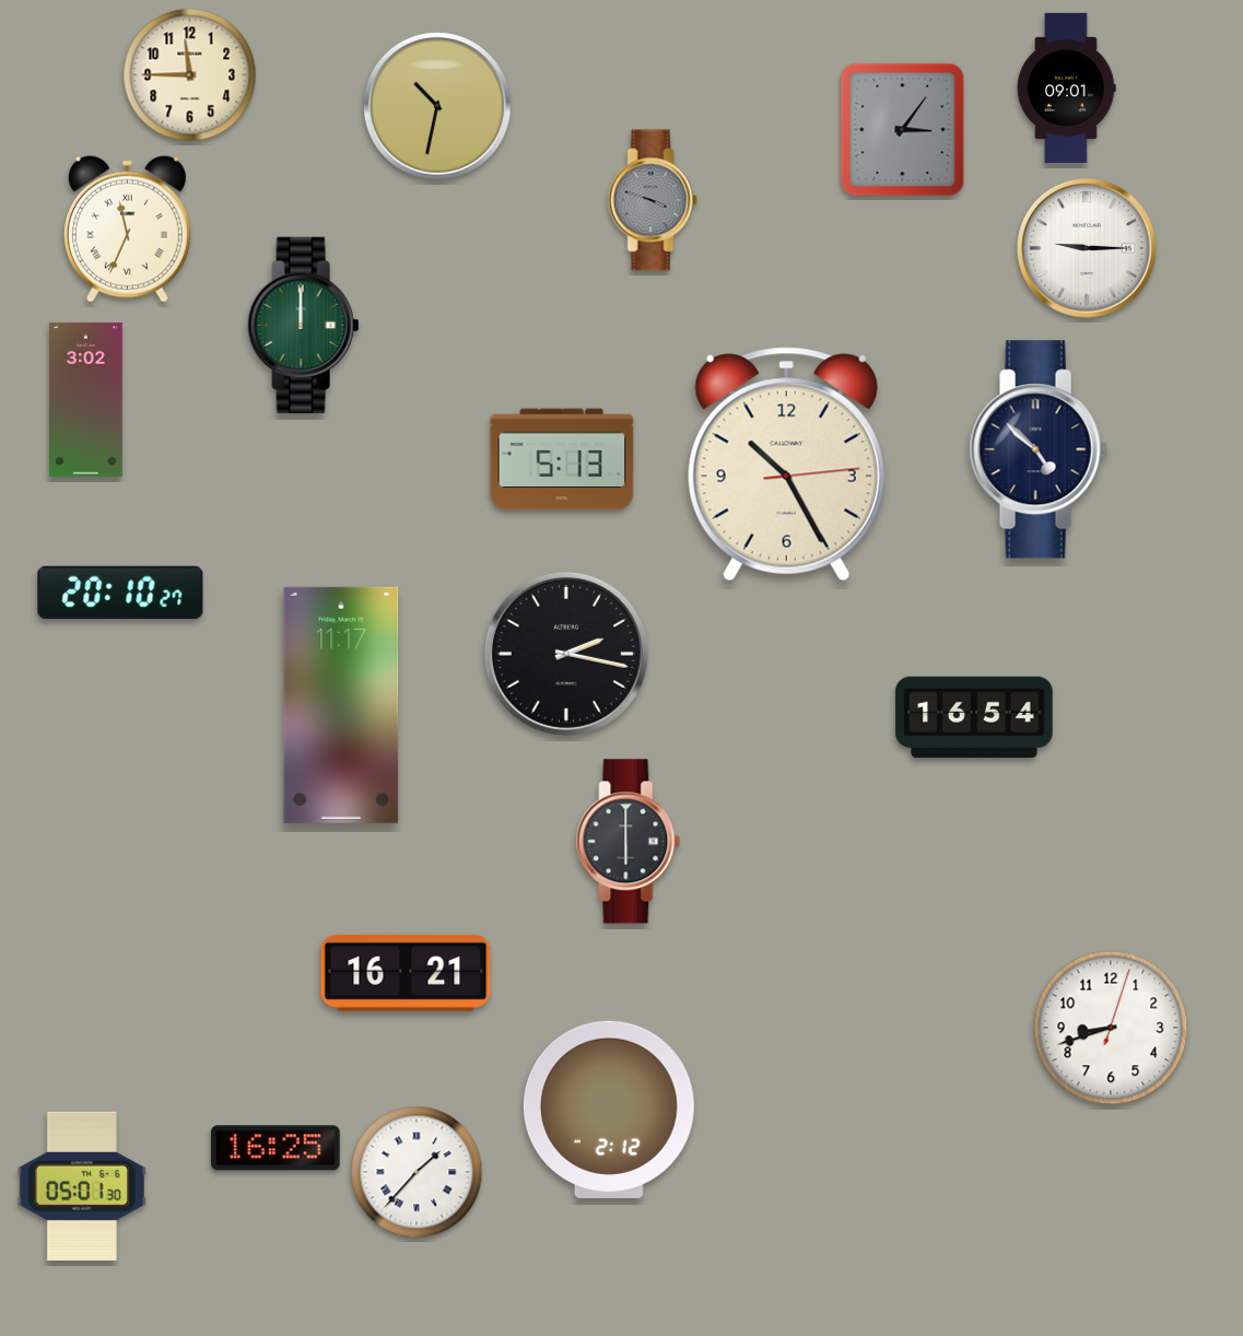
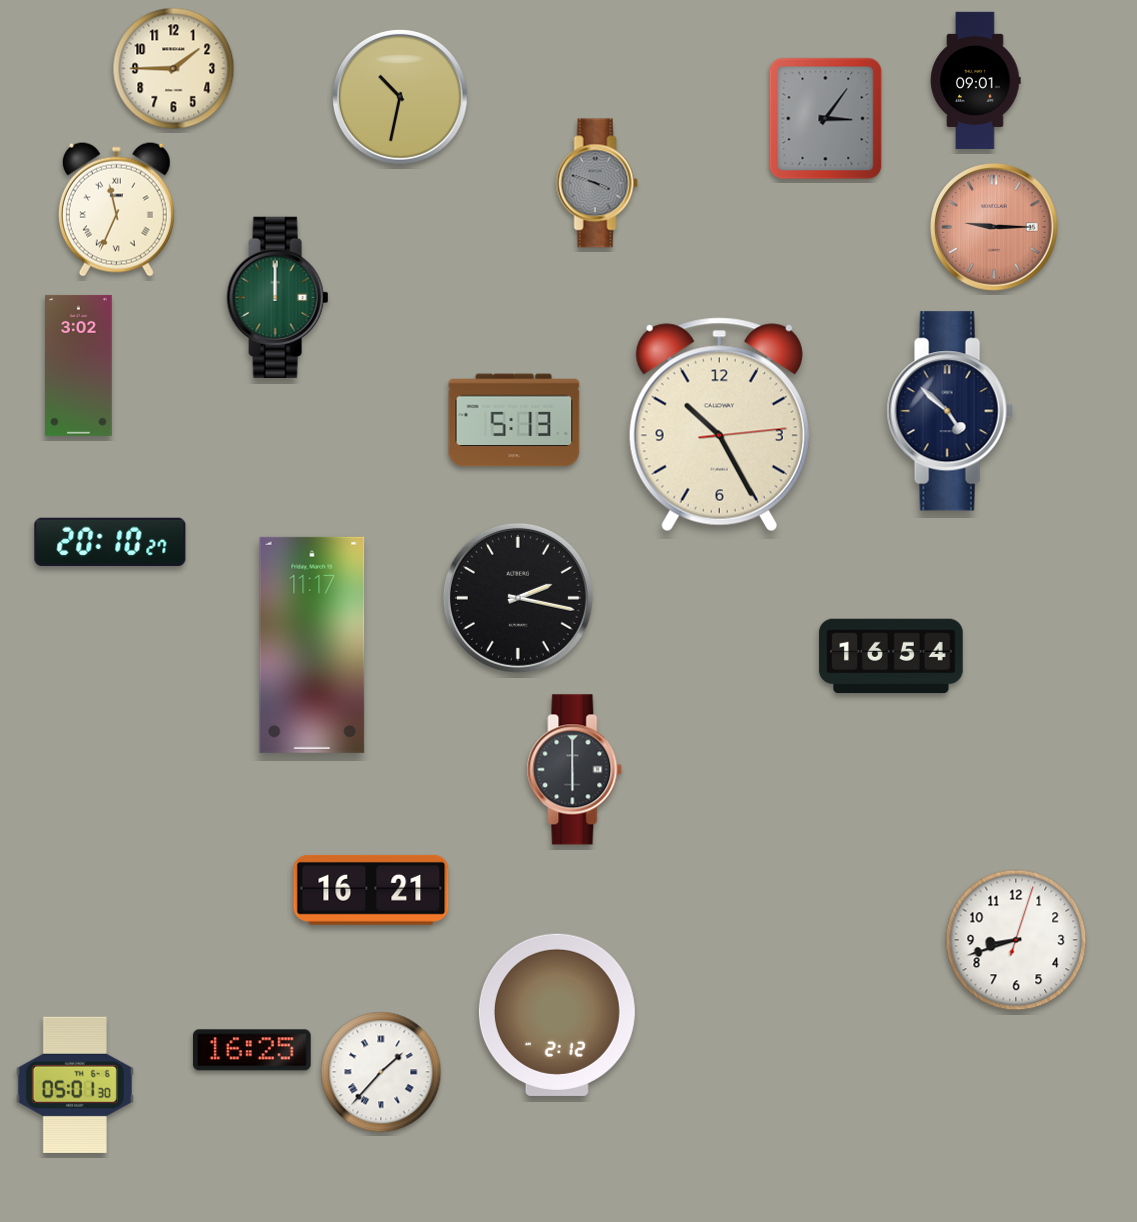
clock at (190, 75): 11:45 -> 1:45
clock at (1088, 249) dial: white -> salmon
